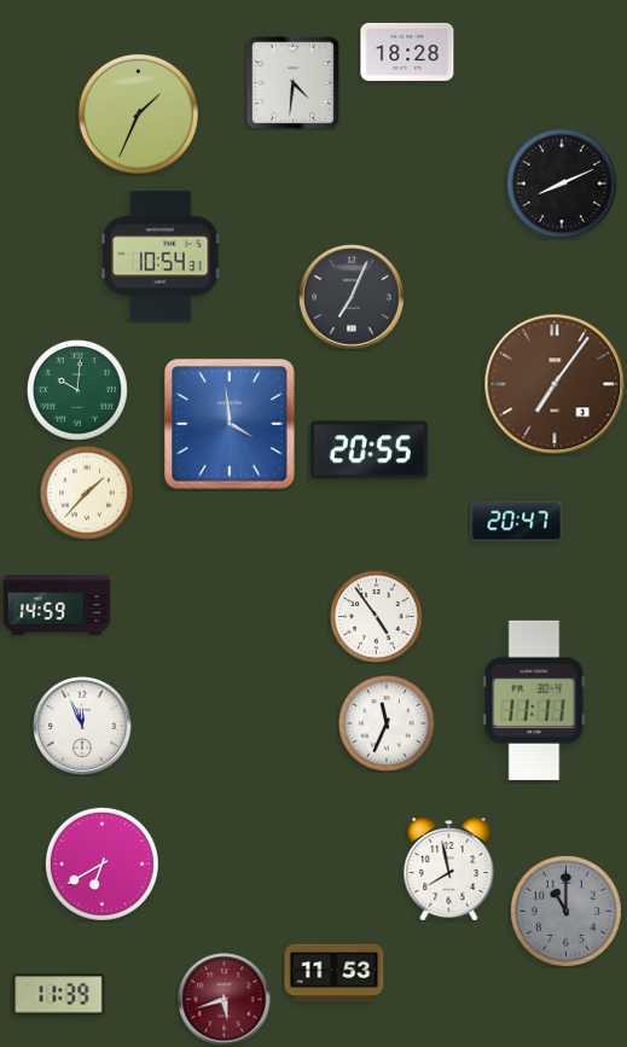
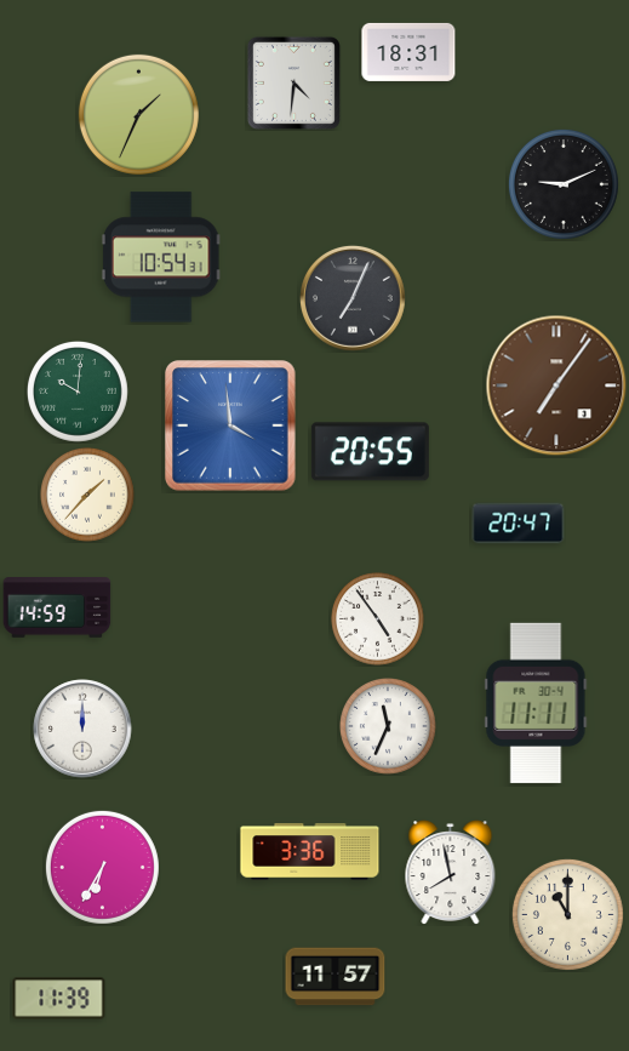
clock at (407, 52): 18:28 -> 18:31
clock at (562, 184): 8:11 -> 9:11
clock at (82, 726): 11:56 -> 12:00
clock at (310, 852): none -> 3:36
clock at (101, 863): 6:40 -> 6:35
clock at (565, 911) dial: grey -> cream
clock at (335, 973): 11:53 -> 11:57
clock at (225, 1000): 5:42 -> none
